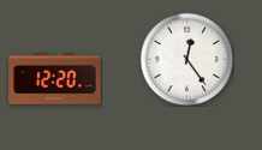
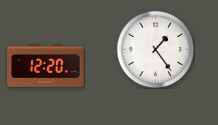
clock at (186, 59): 12:24 -> 1:24
